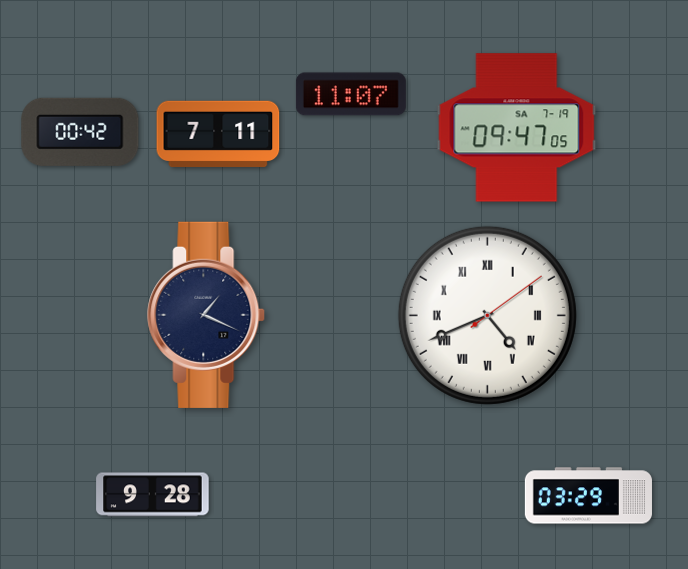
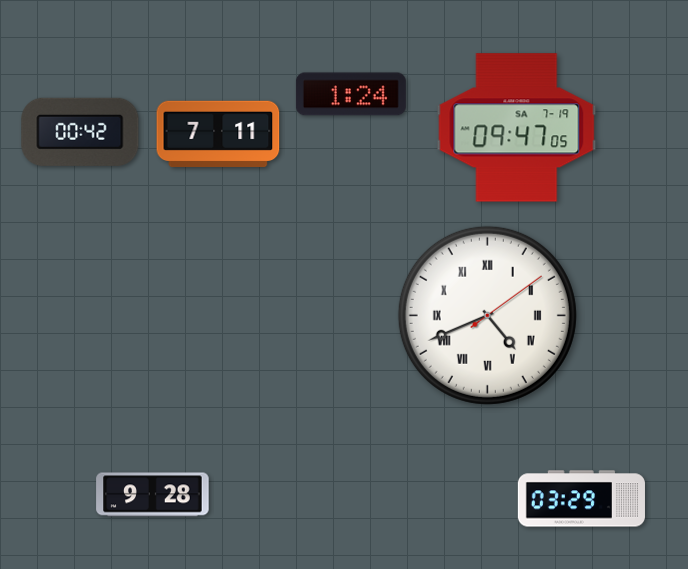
clock at (351, 94): 11:07 -> 1:24
clock at (207, 315): 1:19 -> none
clock at (588, 496) position: (588, 496) -> (581, 499)
